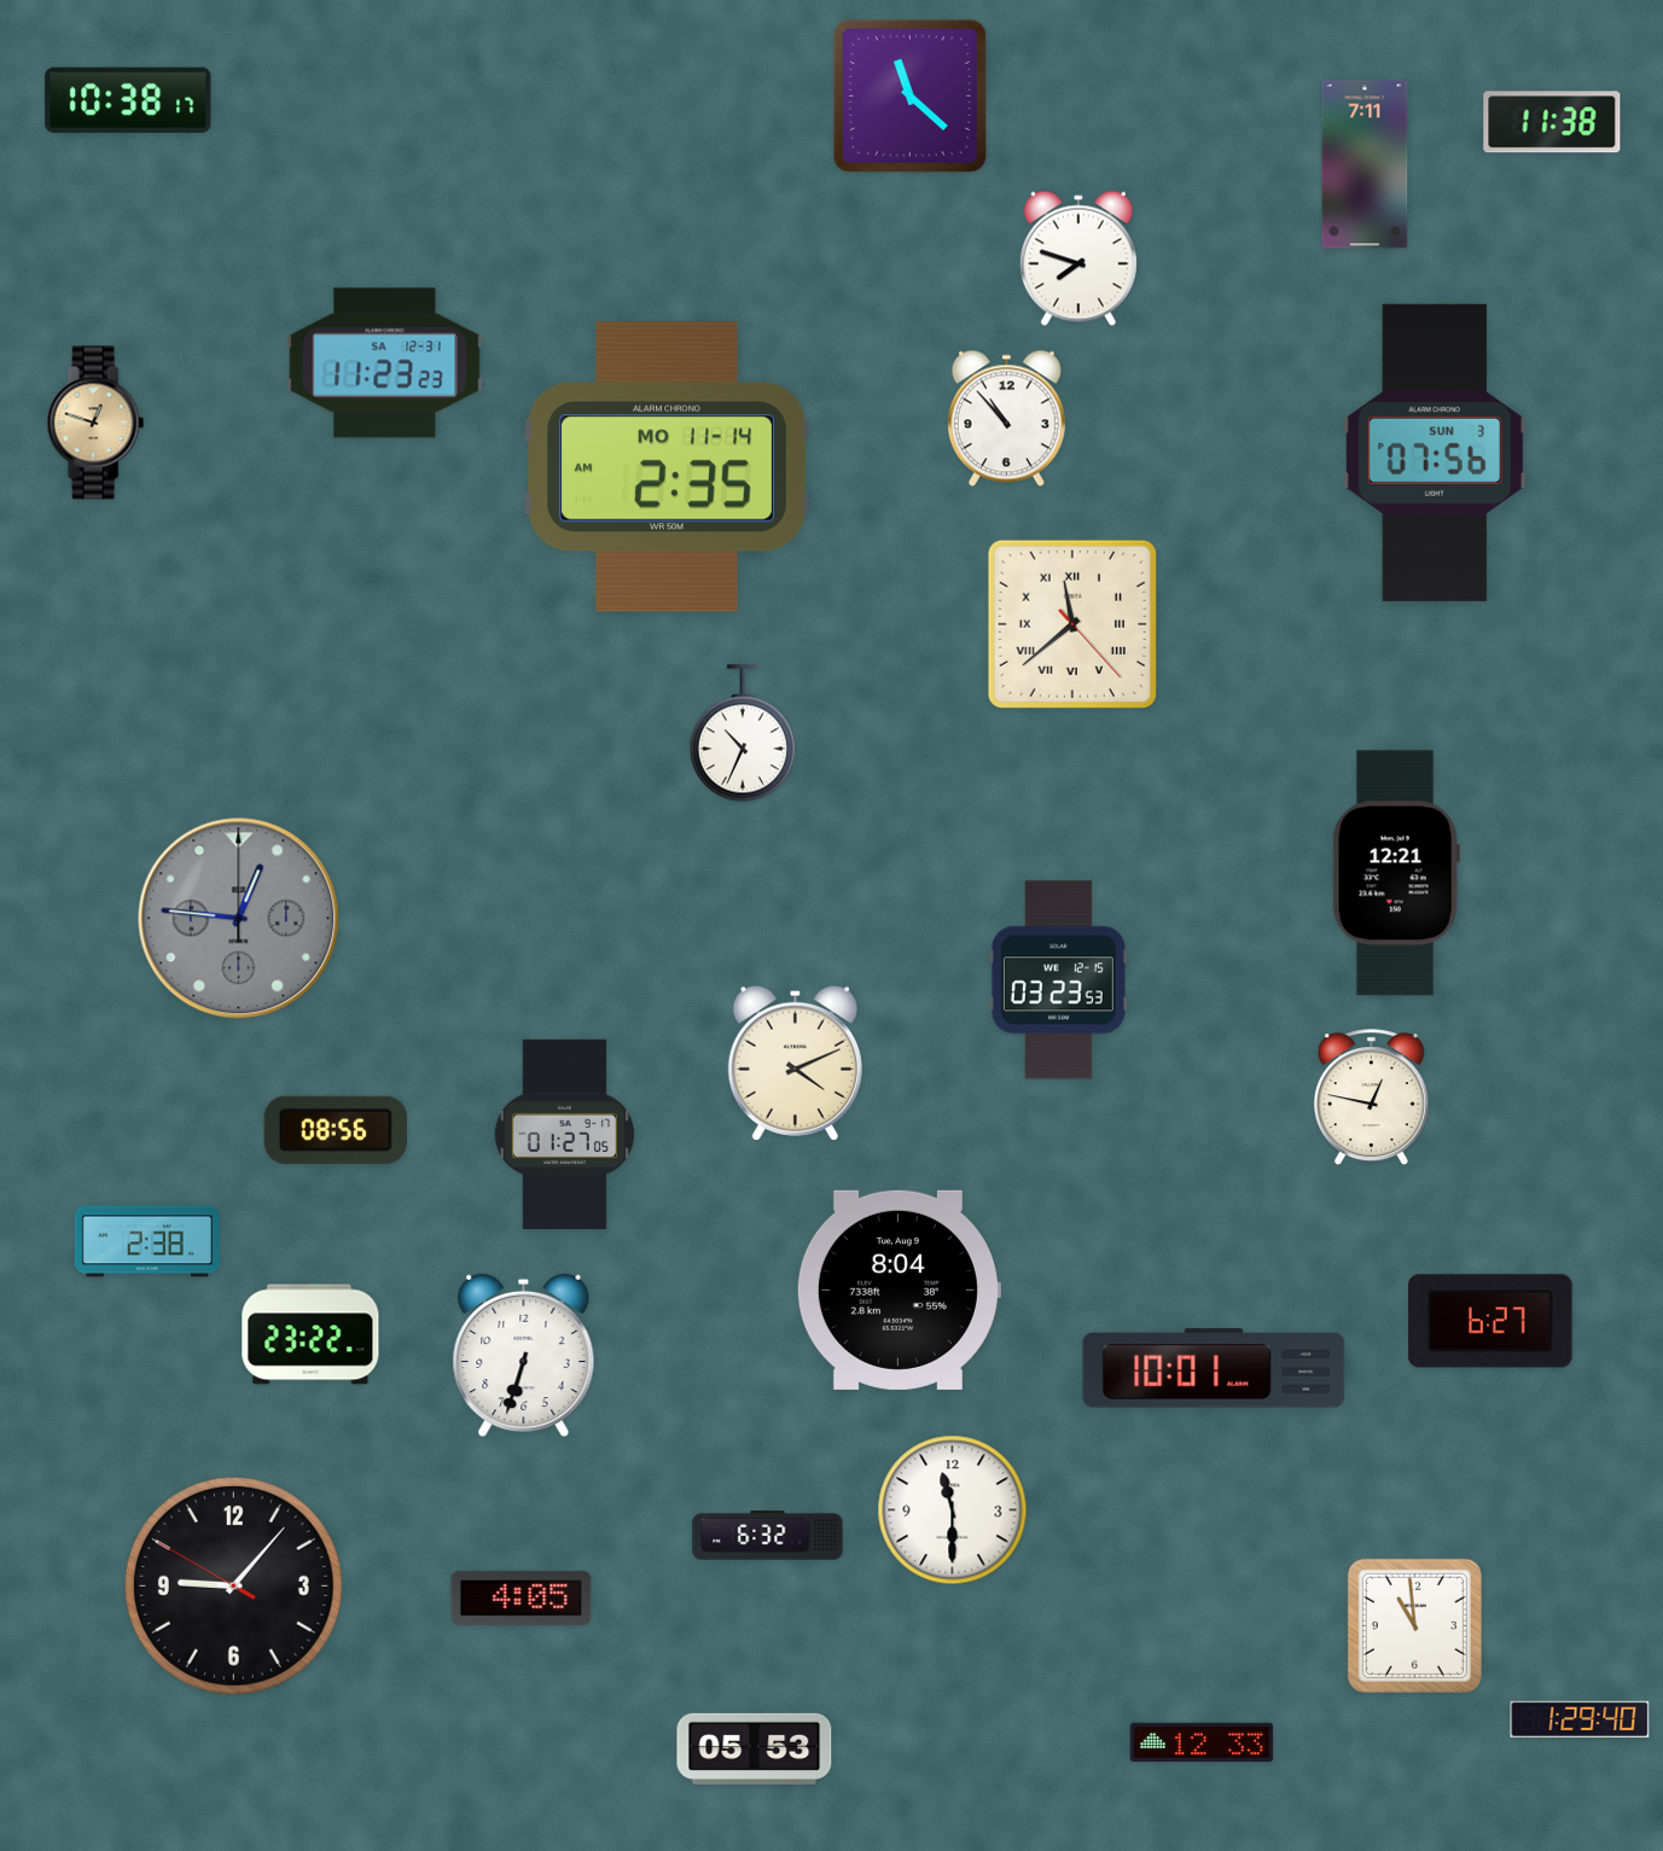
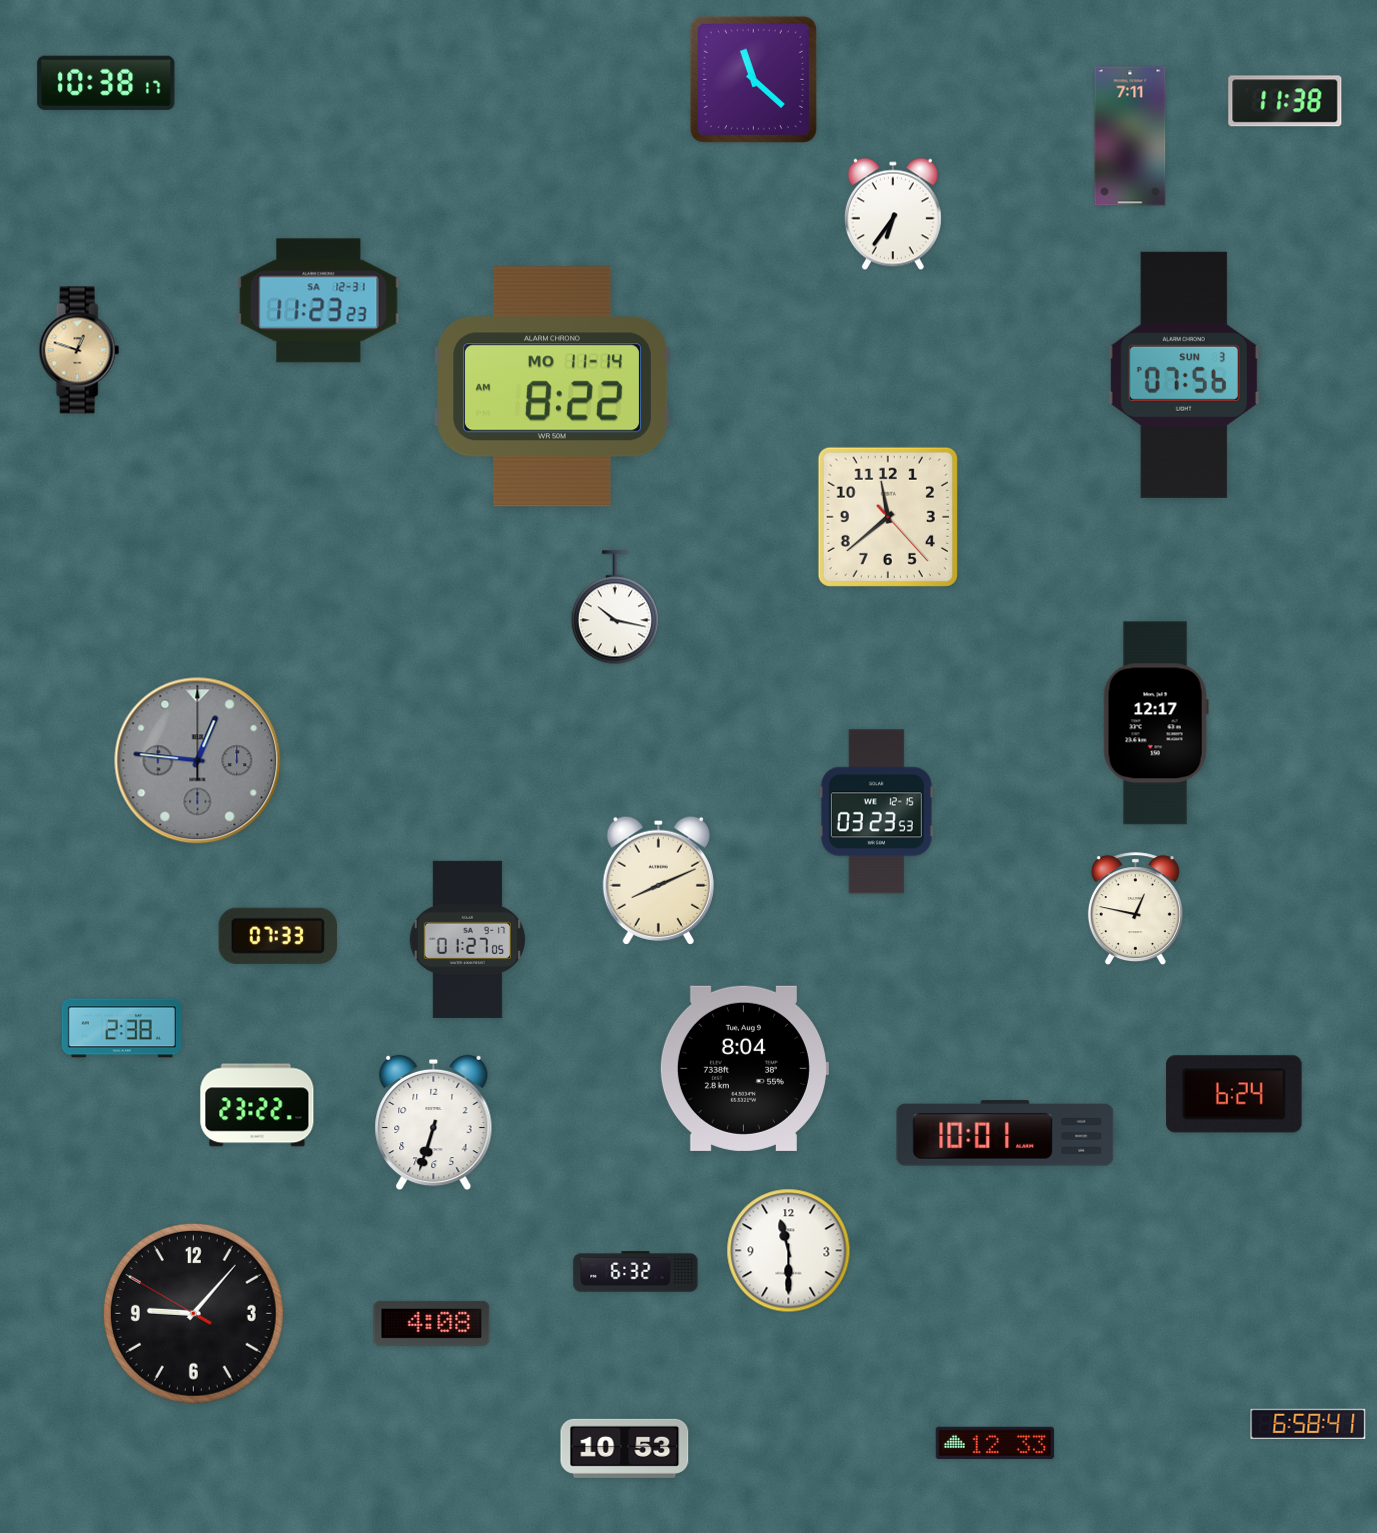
clock at (1078, 258): 7:48 -> 6:36
clock at (1006, 419): 10:53 -> none
clock at (1435, 453) position: (1435, 453) -> (1184, 375)
clock at (667, 467): 2:35 -> 8:22
clock at (1072, 624) numerals: Roman -> Arabic
clock at (743, 733): 10:34 -> 10:17
clock at (1396, 873): 12:21 -> 12:17
clock at (795, 1063): 4:11 -> 8:11
clock at (336, 1130): 08:56 -> 07:33
clock at (1490, 1321): 6:27 -> 6:24
clock at (522, 1597): 4:05 -> 4:08
clock at (1414, 1625): 10:59 -> none
clock at (1580, 1719): 1:29 -> 6:58
clock at (755, 1748): 05:53 -> 10:53
